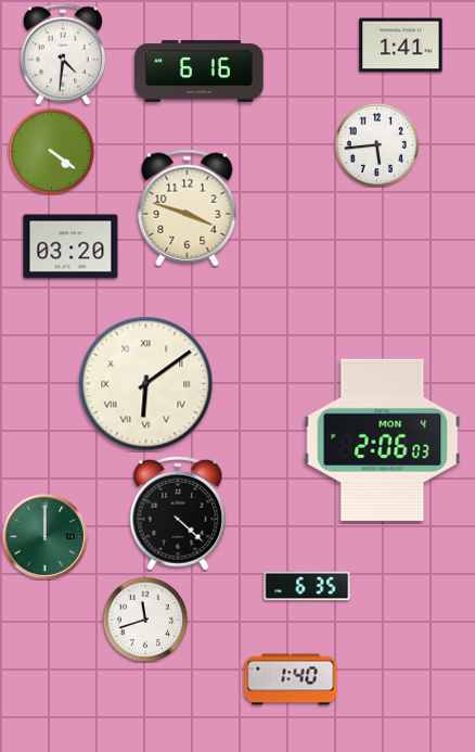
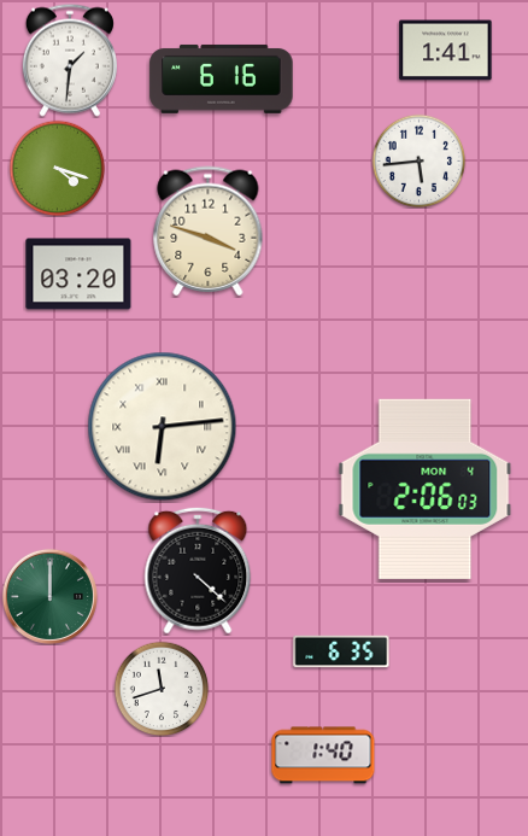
clock at (63, 54): 4:31 -> 1:31
clock at (51, 151): 4:21 -> 4:18
clock at (146, 384): 6:09 -> 6:14
